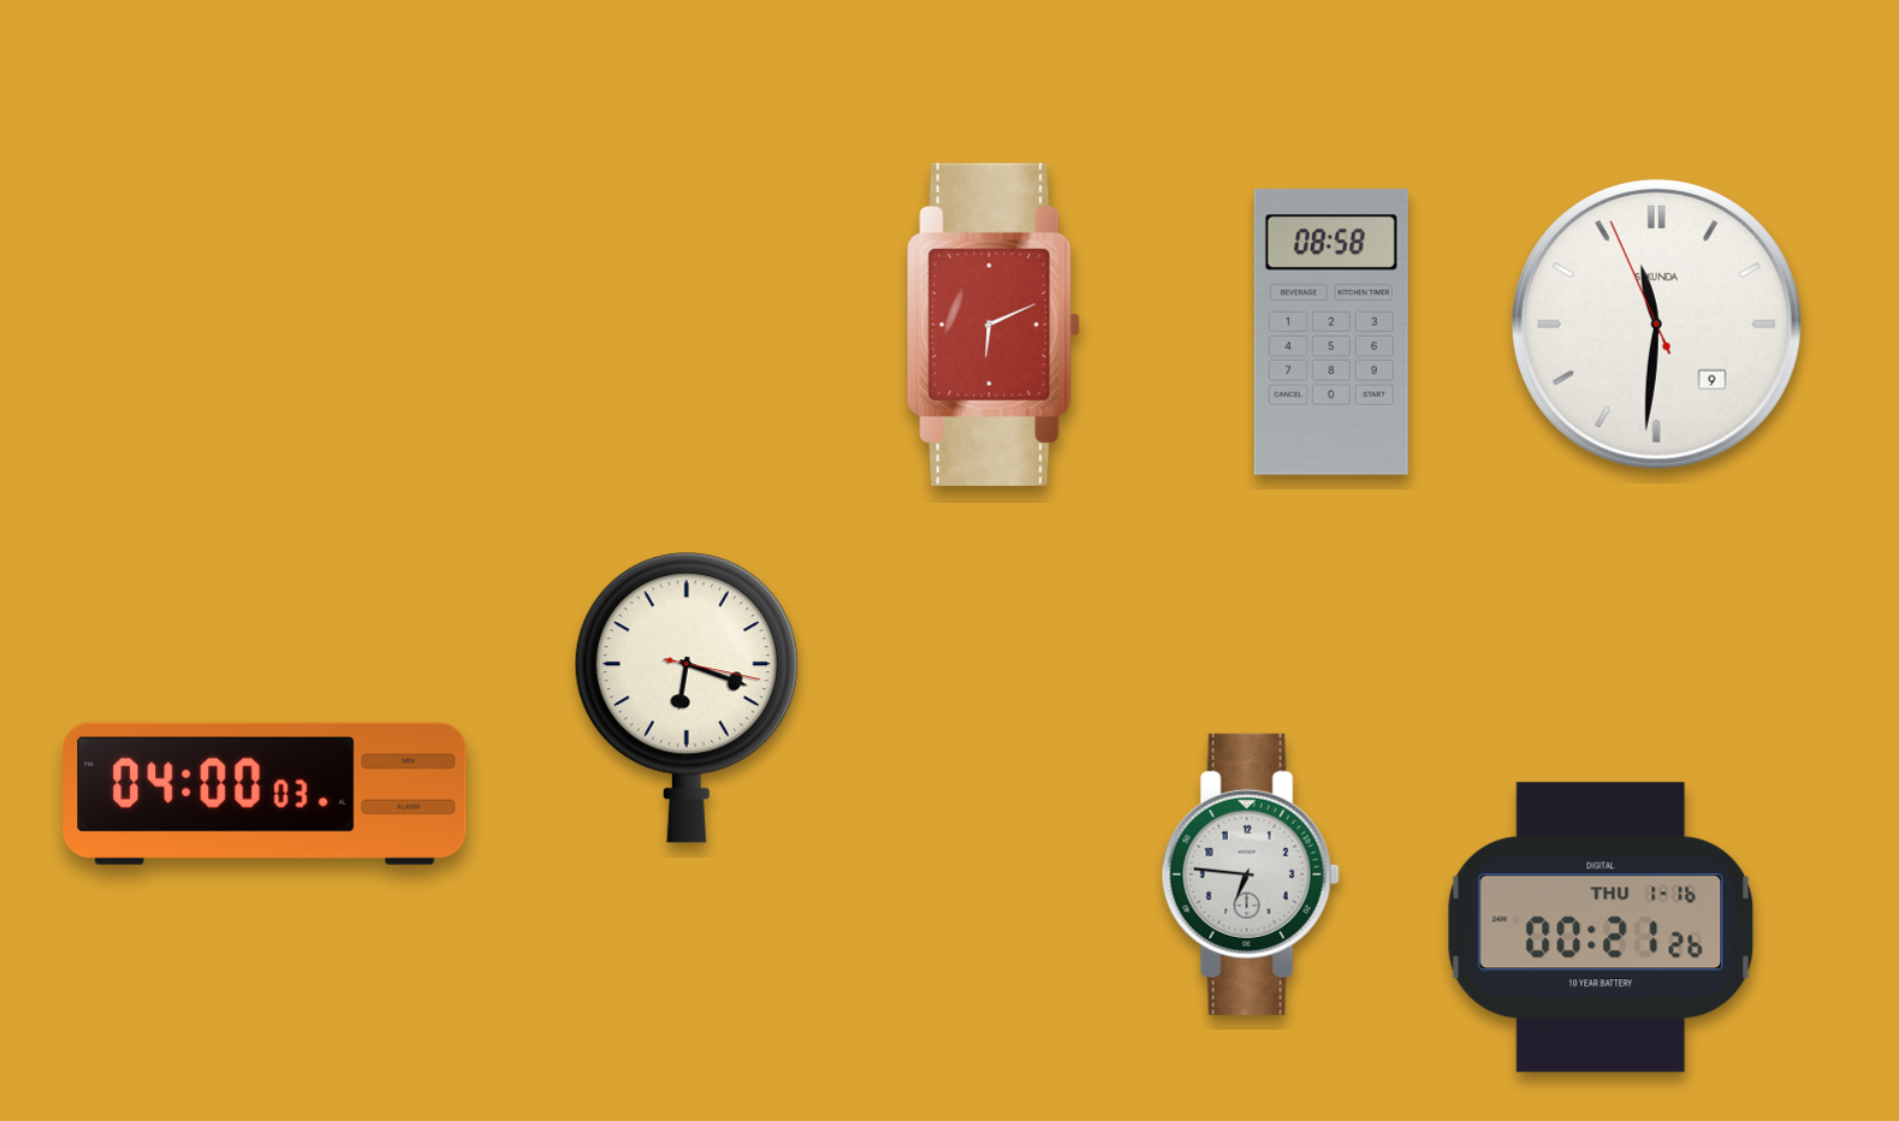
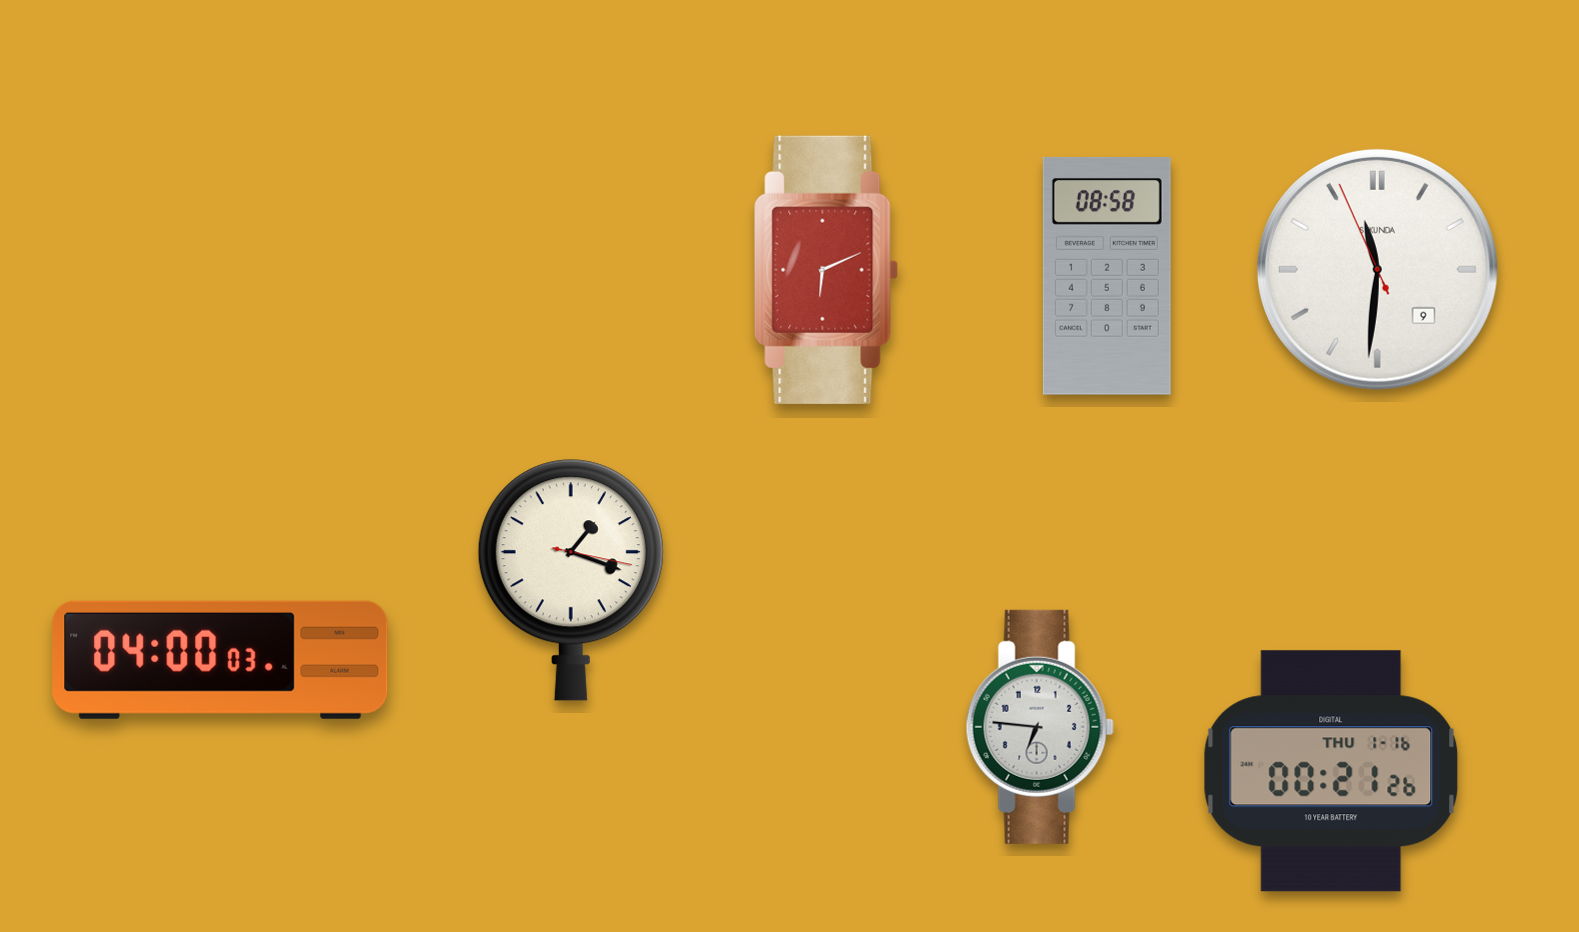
clock at (687, 698): 6:18 -> 1:18
